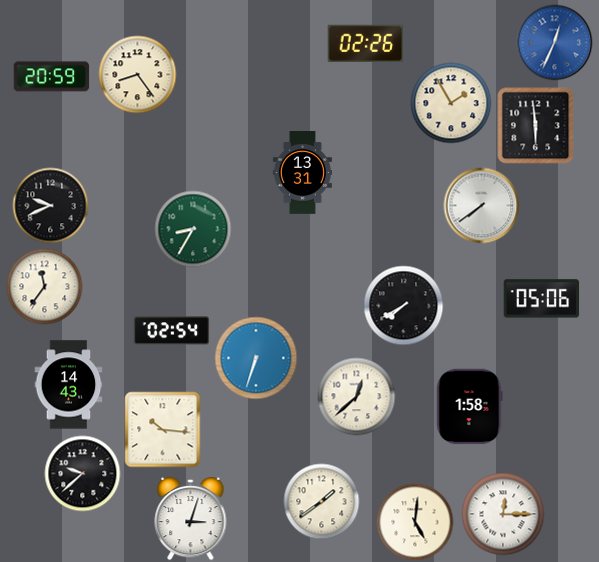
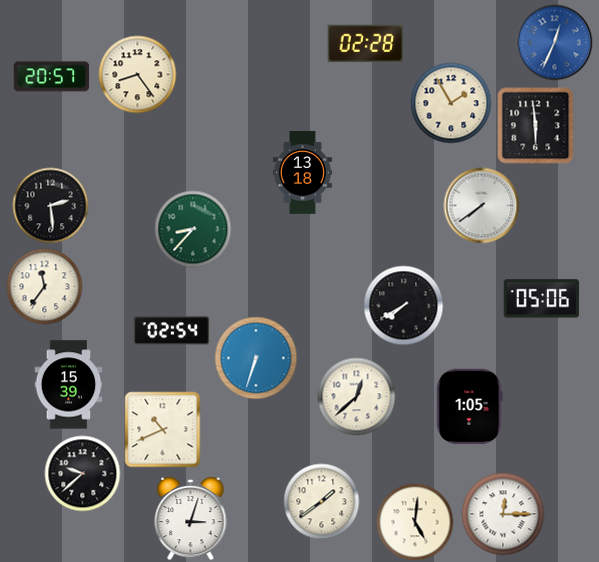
clock at (366, 43): 02:26 -> 02:28
clock at (52, 77): 20:59 -> 20:57
clock at (302, 173): 13:31 -> 13:18
clock at (51, 206): 9:41 -> 2:29
clock at (193, 229): 8:35 -> 8:37
clock at (69, 385): 14:43 -> 15:39
clock at (469, 407): 1:58 -> 1:05
clock at (163, 430): 10:16 -> 10:41
